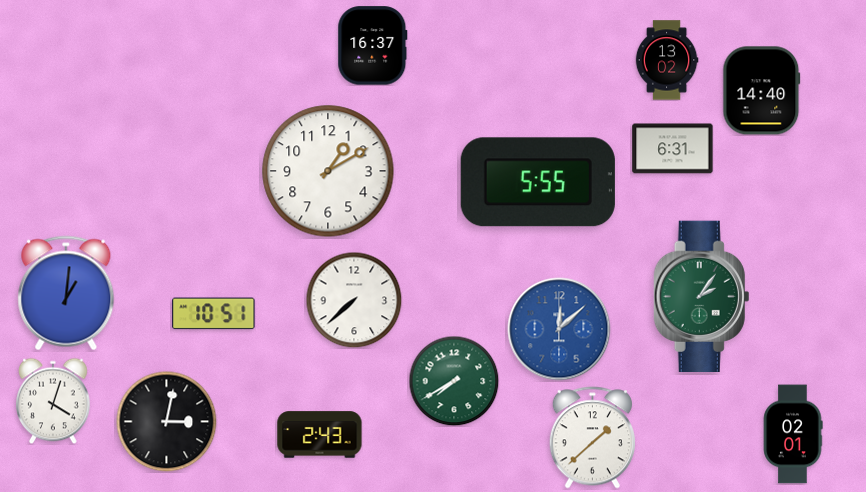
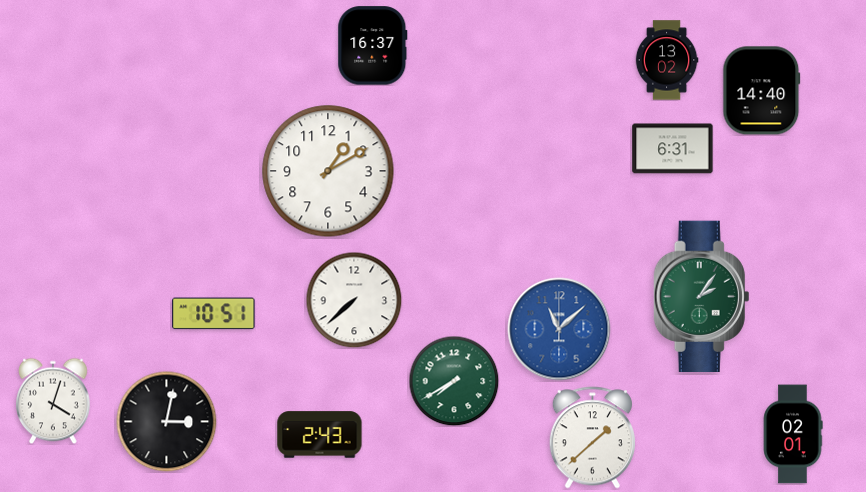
clock at (538, 182): 5:55 -> none
clock at (66, 293): 1:01 -> none
clock at (559, 329): 12:08 -> 11:08
